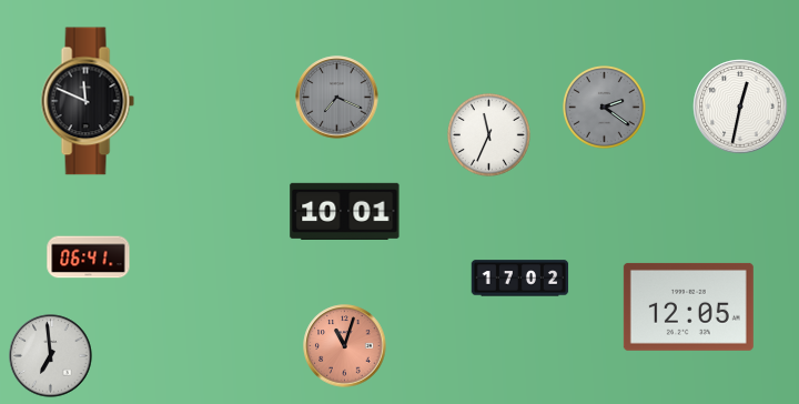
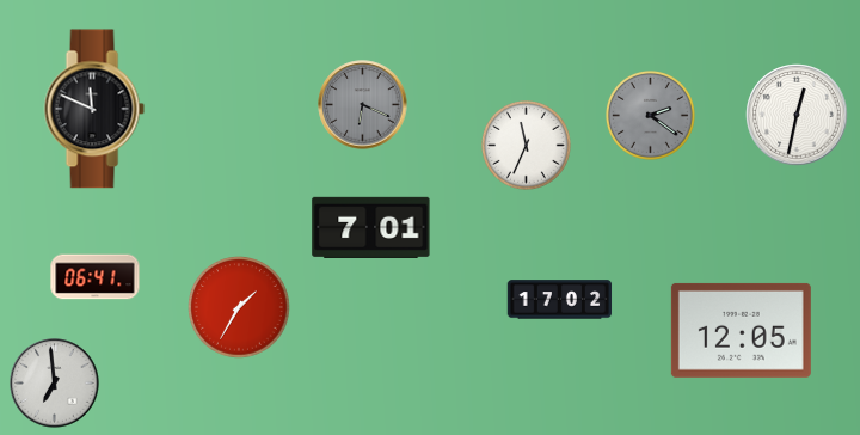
clock at (337, 98): 7:19 -> 6:19
clock at (345, 211): 10:01 -> 7:01
clock at (239, 307): none -> 1:35
clock at (345, 346): 11:03 -> none
